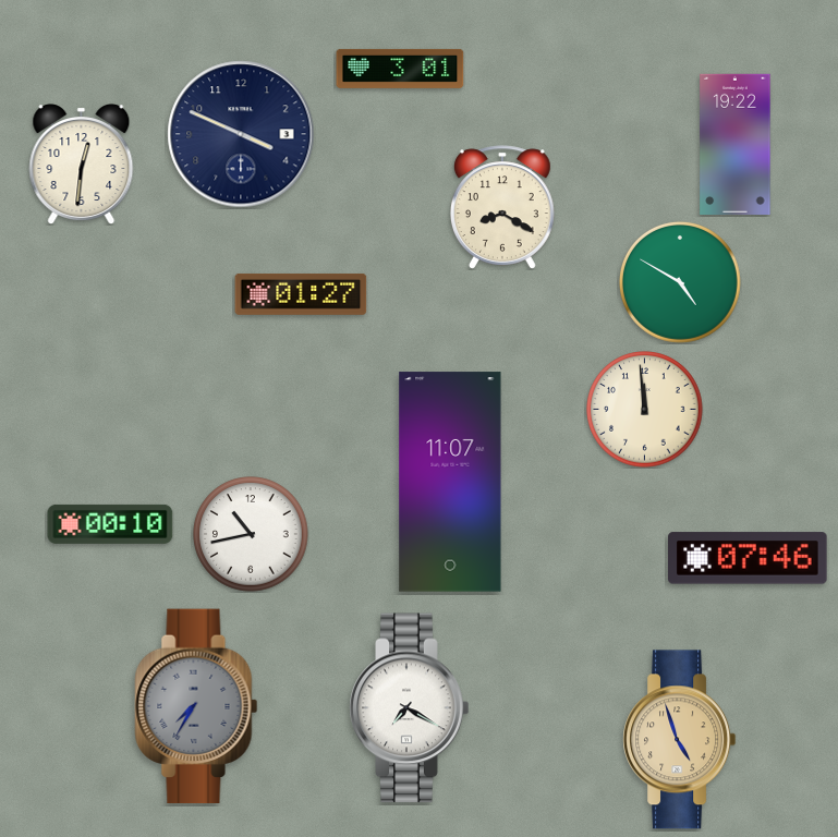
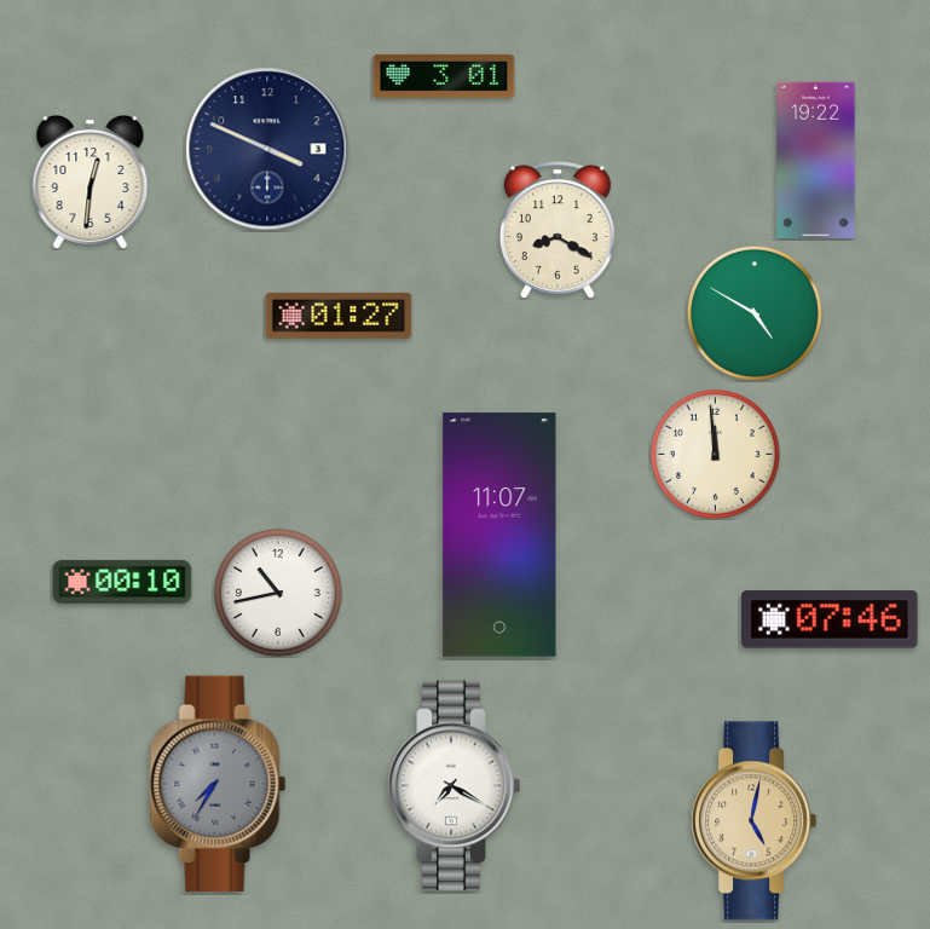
clock at (301, 294) position: (301, 294) -> (339, 316)
clock at (680, 740): 4:57 -> 5:02
